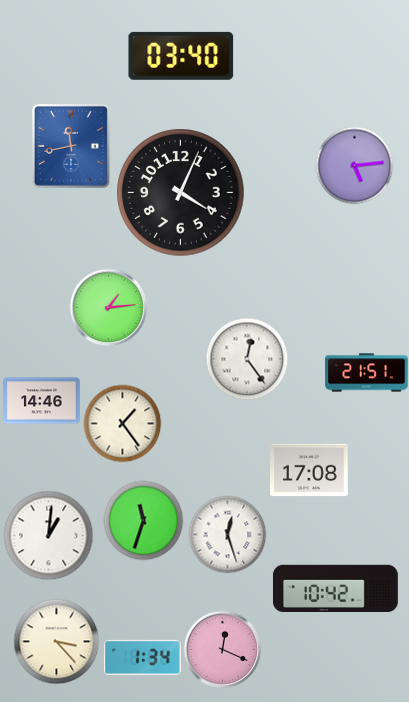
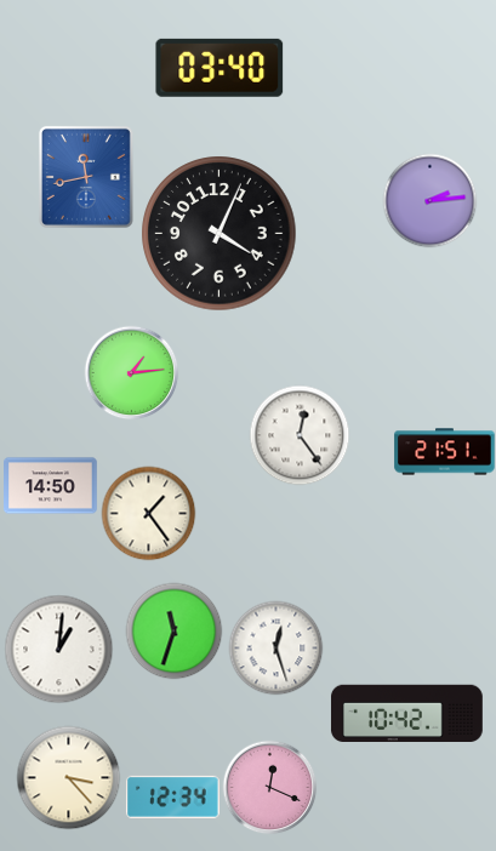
clock at (354, 165): 5:14 -> 2:14
clock at (42, 401): 14:46 -> 14:50
clock at (309, 470): 17:08 -> none
clock at (142, 657): 1:34 -> 12:34
